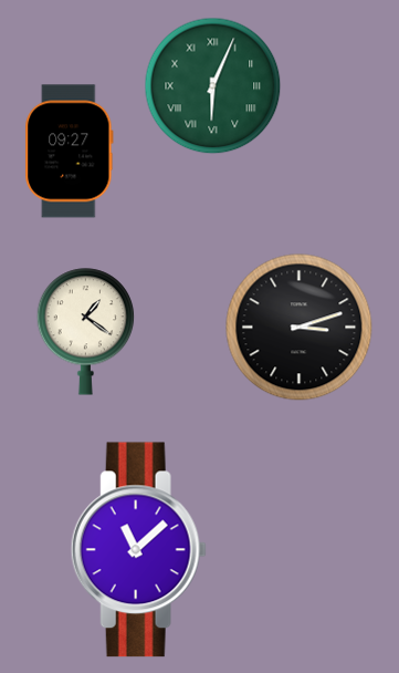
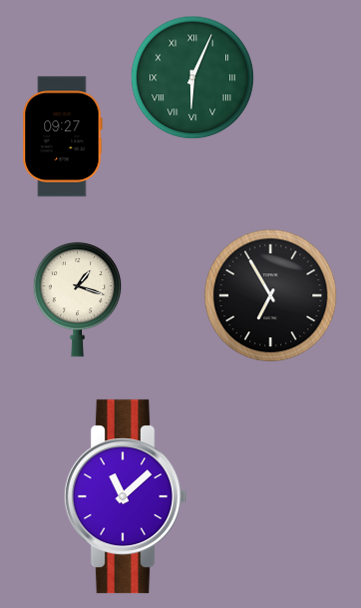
clock at (300, 328): 3:12 -> 6:55
clock at (86, 332): 1:21 -> 1:18
